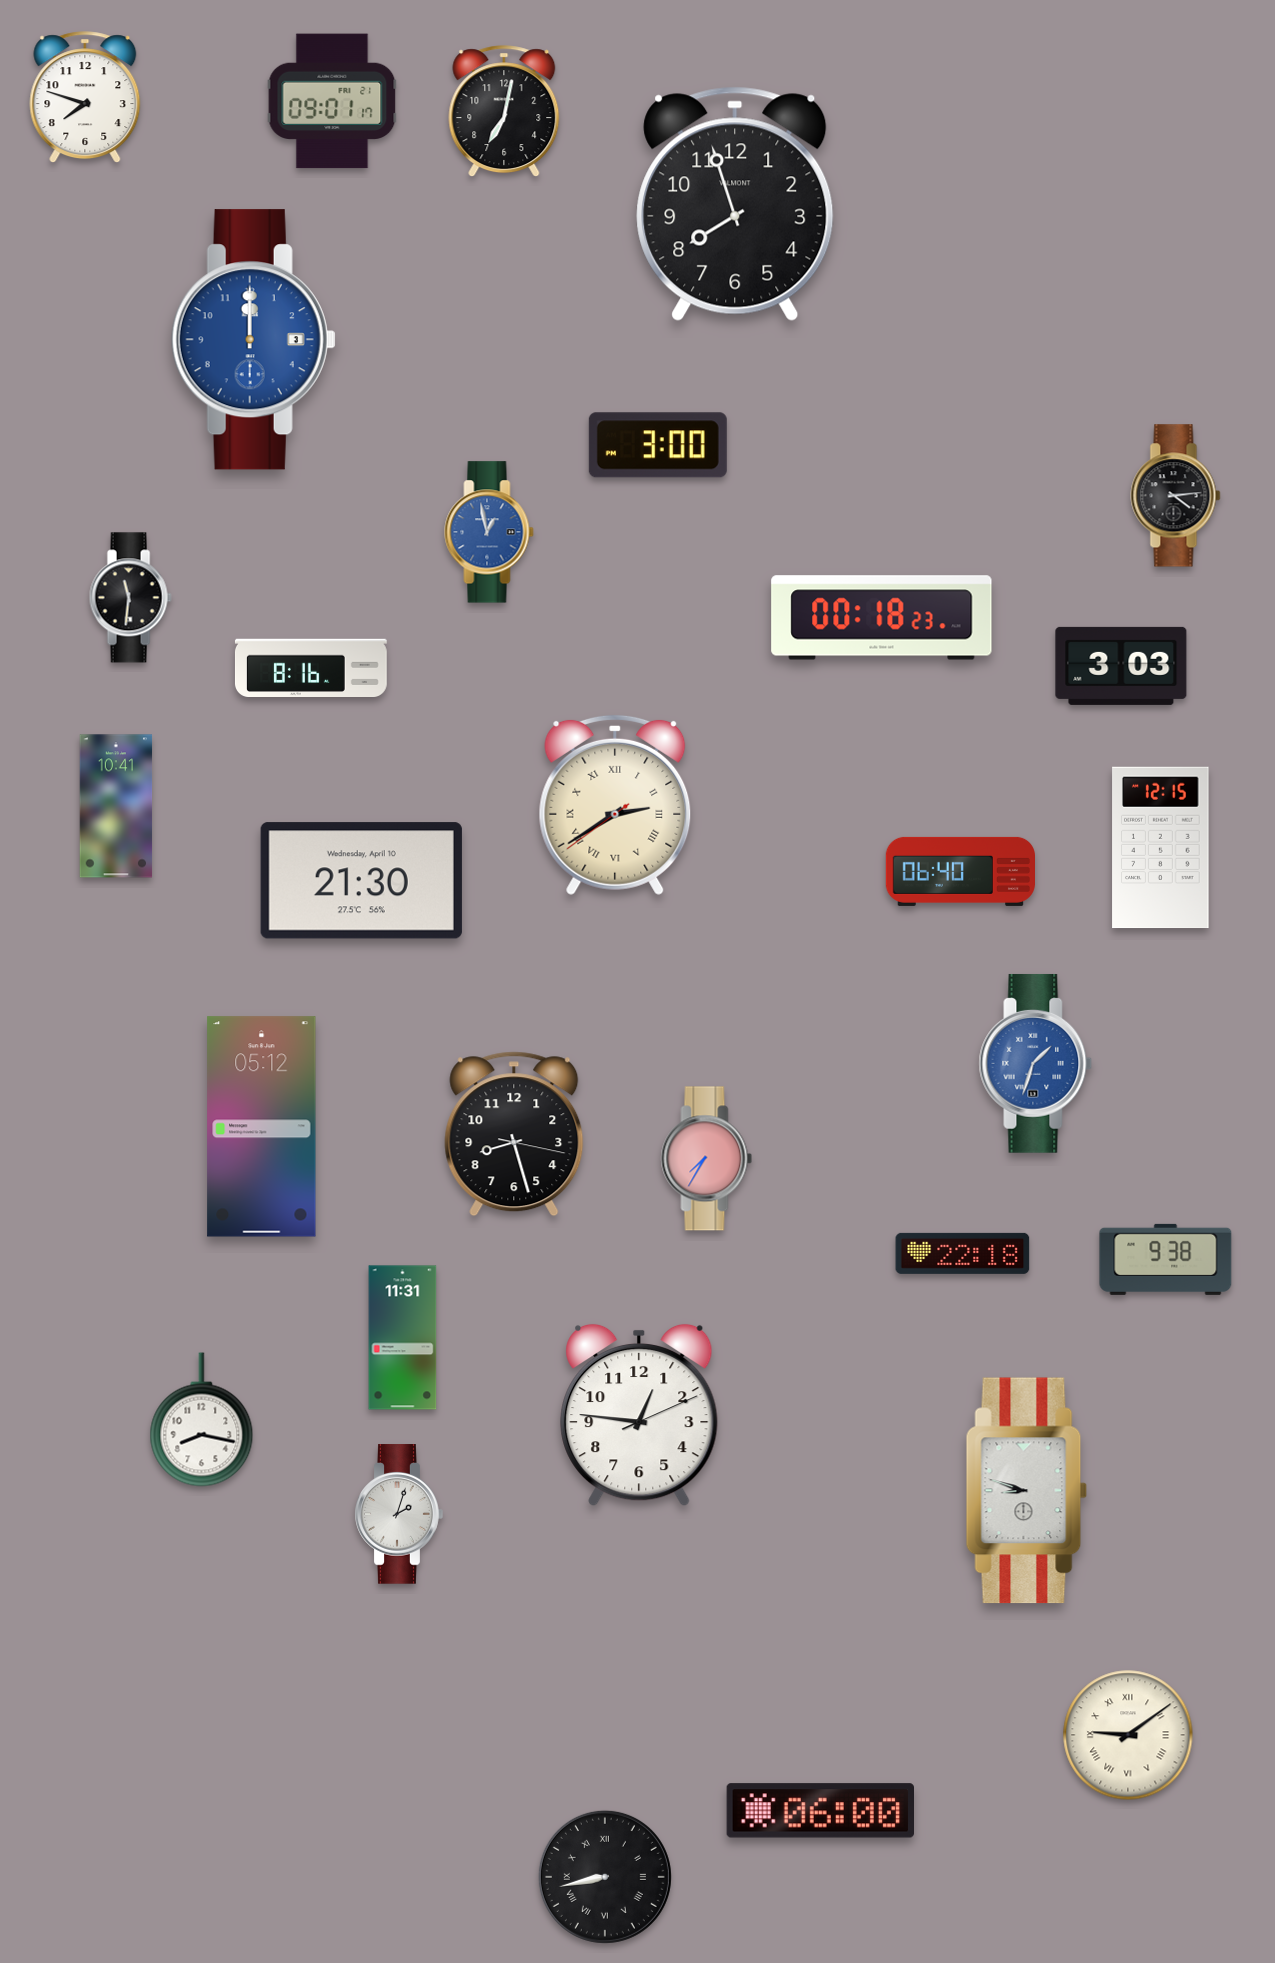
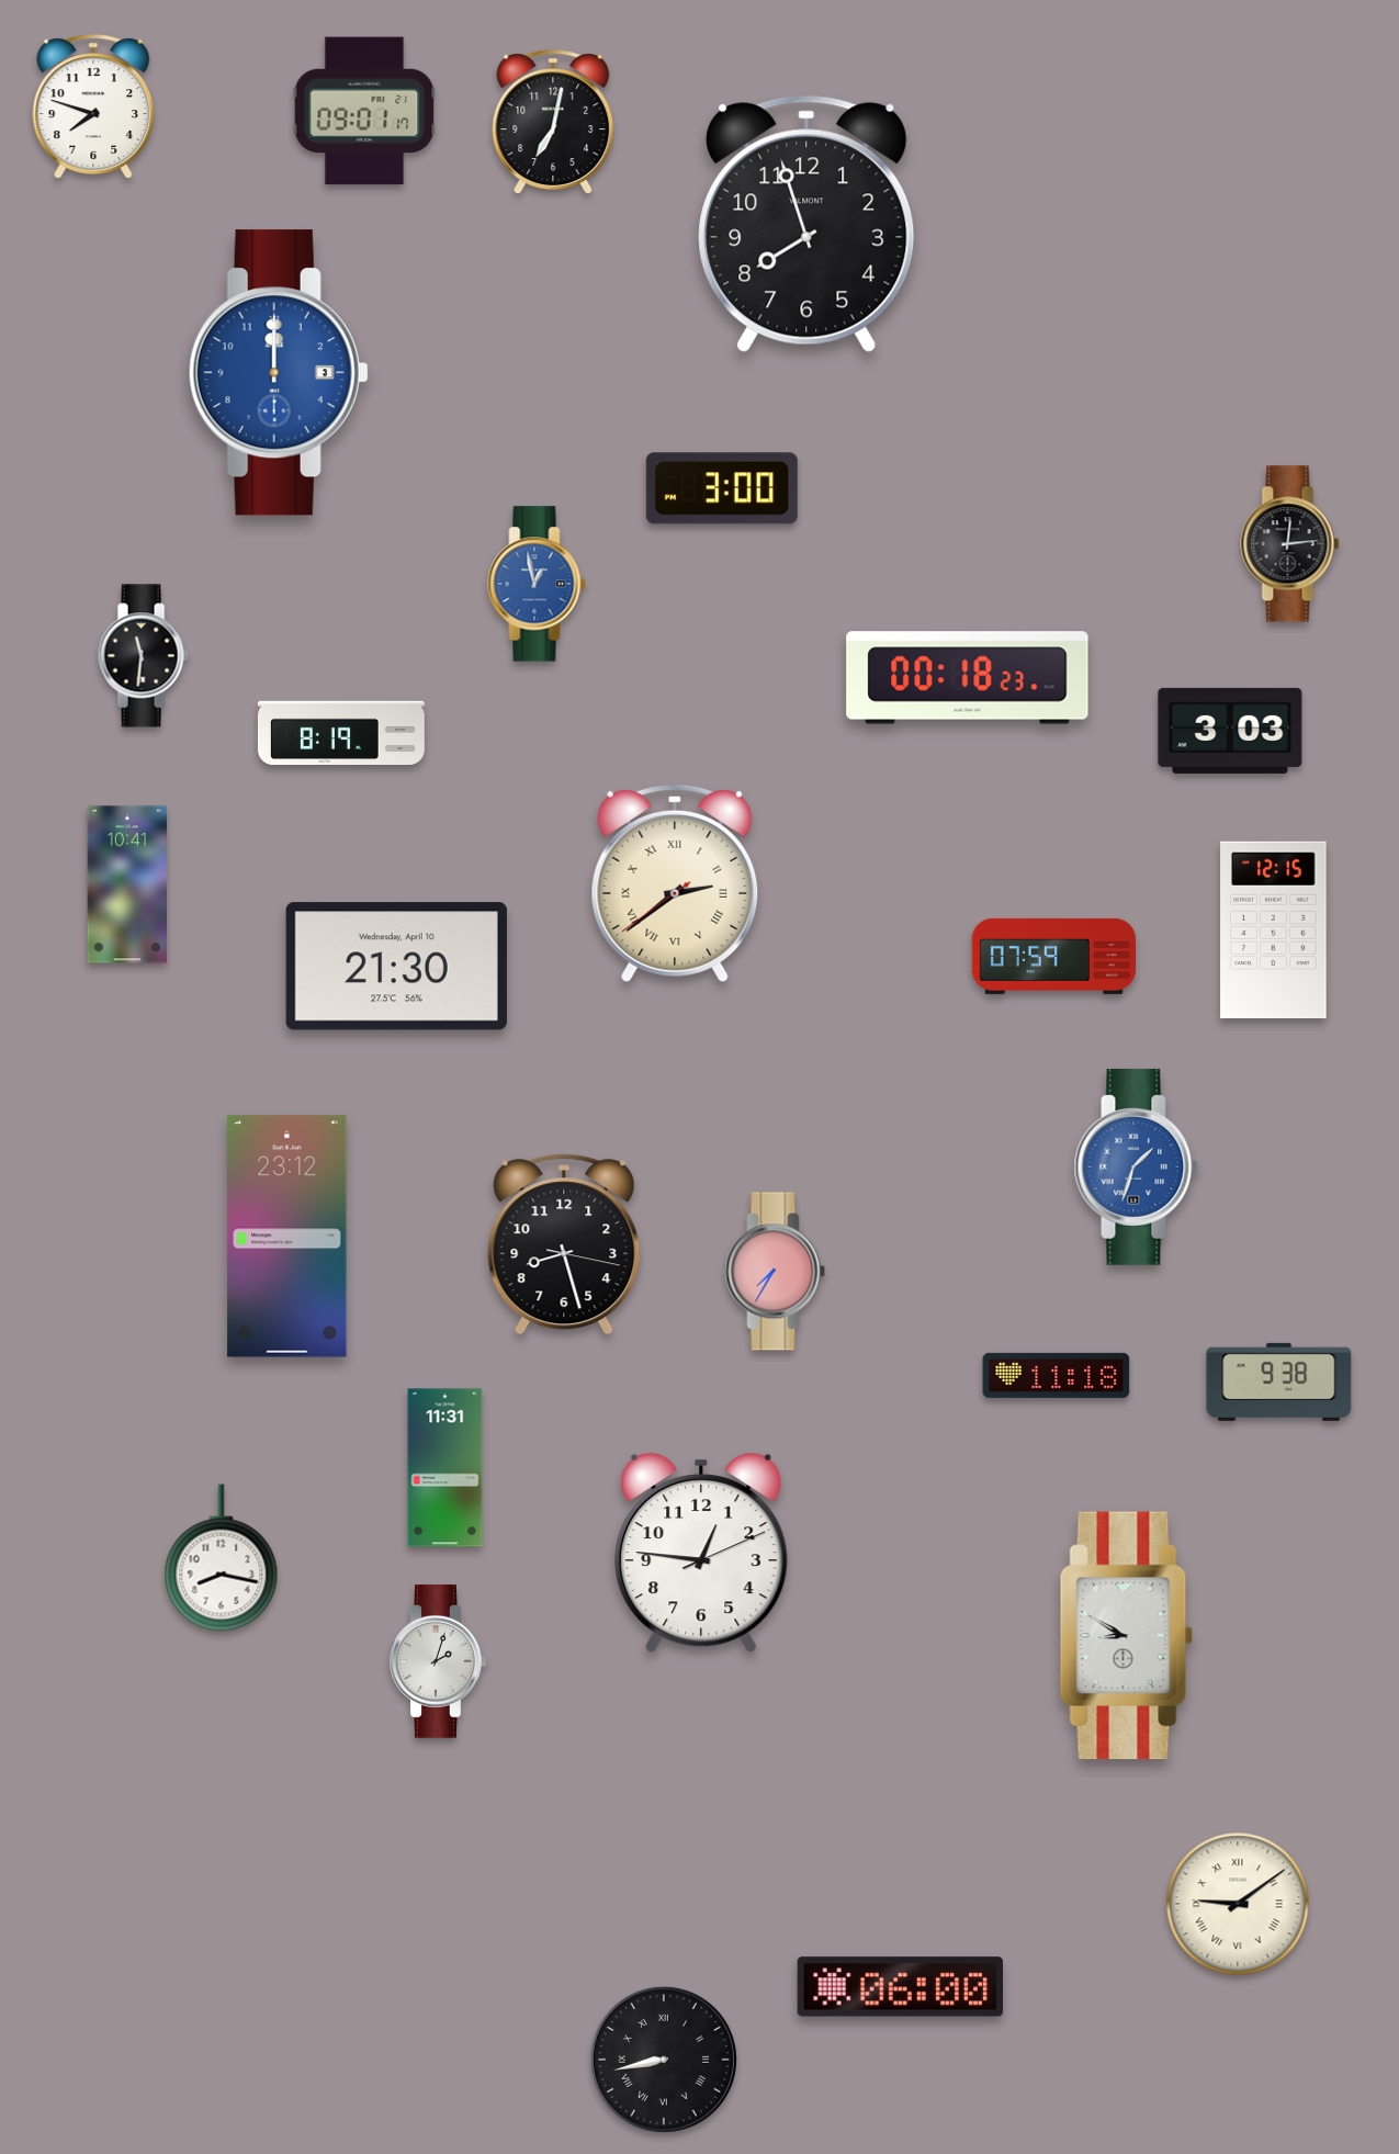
clock at (1176, 496): 4:14 -> 12:14
clock at (311, 667): 8:16 -> 8:19
clock at (615, 805): 2:39 -> 2:38
clock at (960, 871): 06:40 -> 07:59
clock at (262, 1127): 05:12 -> 23:12
clock at (963, 1253): 22:18 -> 11:18
clock at (403, 1338) position: (403, 1338) -> (445, 1468)
clock at (1027, 1491): 8:48 -> 8:50
